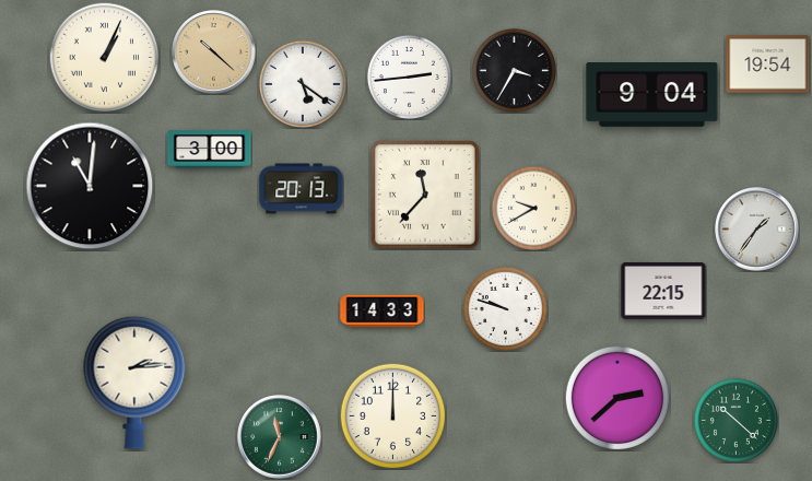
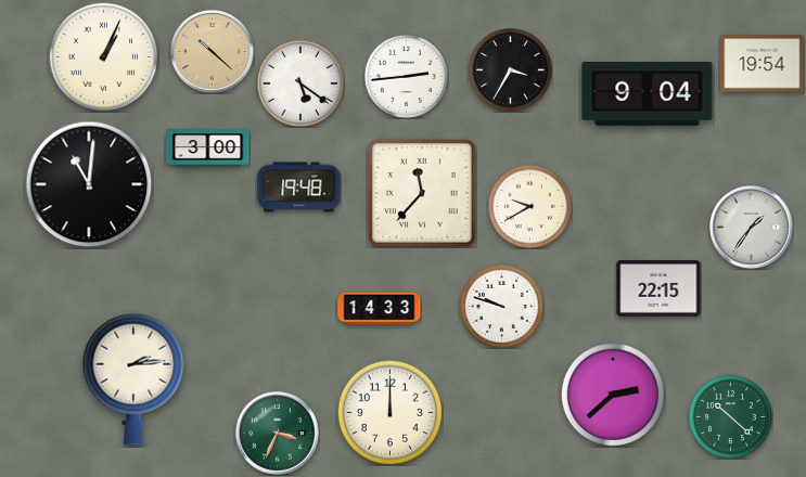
clock at (302, 189): 20:13 -> 19:48
clock at (280, 437): 11:34 -> 3:34
